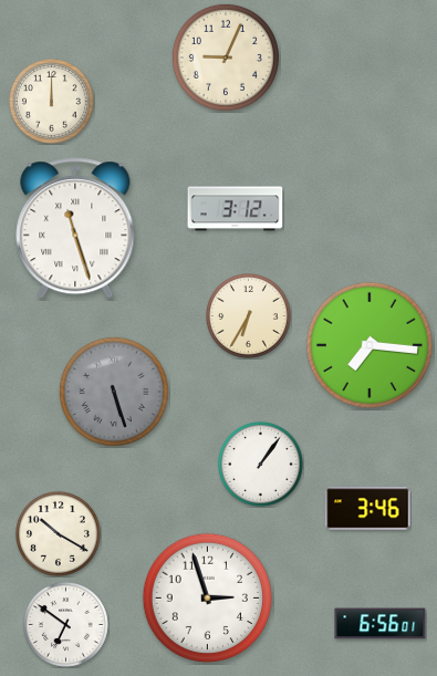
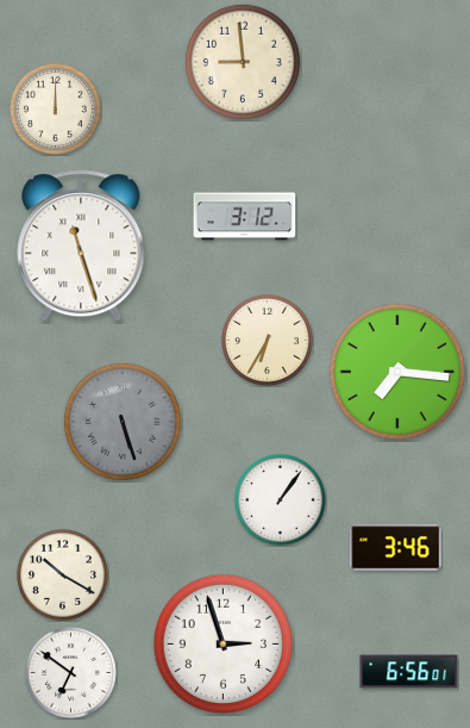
clock at (226, 58): 9:04 -> 8:59
clock at (236, 209) position: (236, 209) -> (245, 217)
